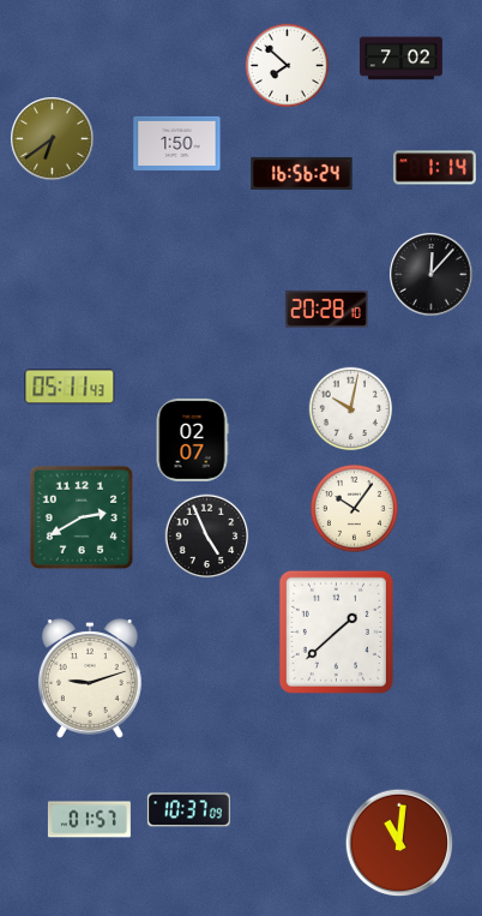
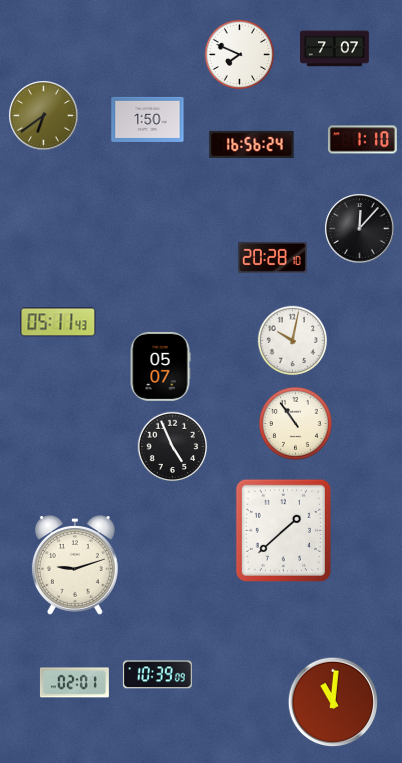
clock at (400, 59): 7:02 -> 7:07
clock at (288, 66): 7:52 -> 7:49
clock at (434, 168): 1:14 -> 1:10
clock at (192, 439): 02:07 -> 05:07
clock at (355, 509): 10:06 -> 10:54
clock at (80, 516): 2:40 -> none
clock at (336, 631) position: (336, 631) -> (283, 530)
clock at (188, 810): 10:37 -> 10:39
clock at (89, 820): 01:57 -> 02:01
